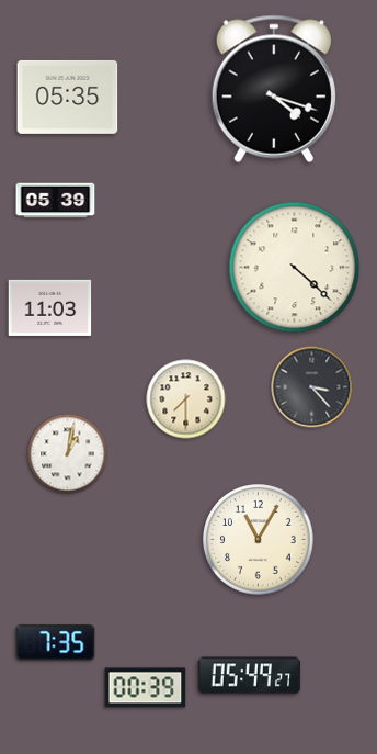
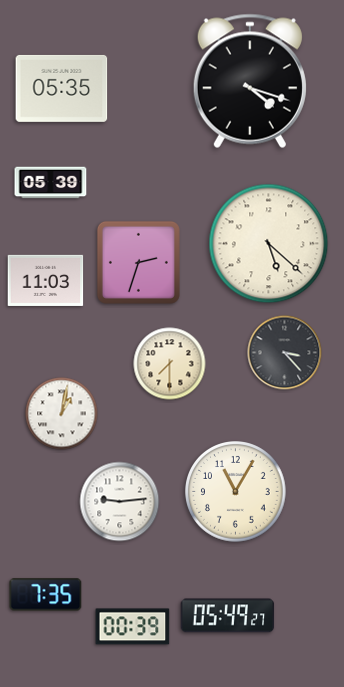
clock at (295, 268): 4:22 -> 5:22
clock at (138, 262): none -> 2:33
clock at (120, 502): none -> 9:14
clock at (56, 643) position: (56, 643) -> (46, 595)
